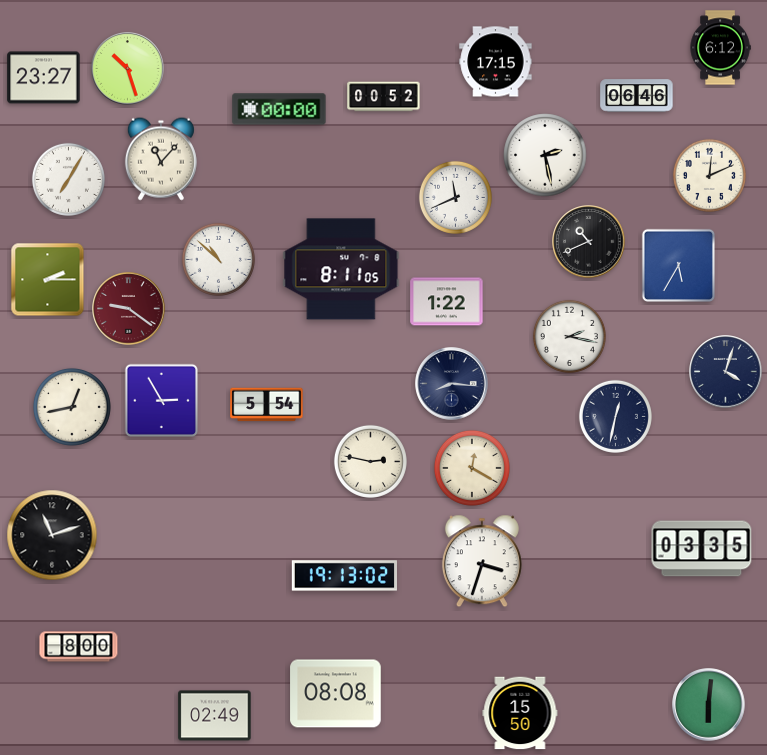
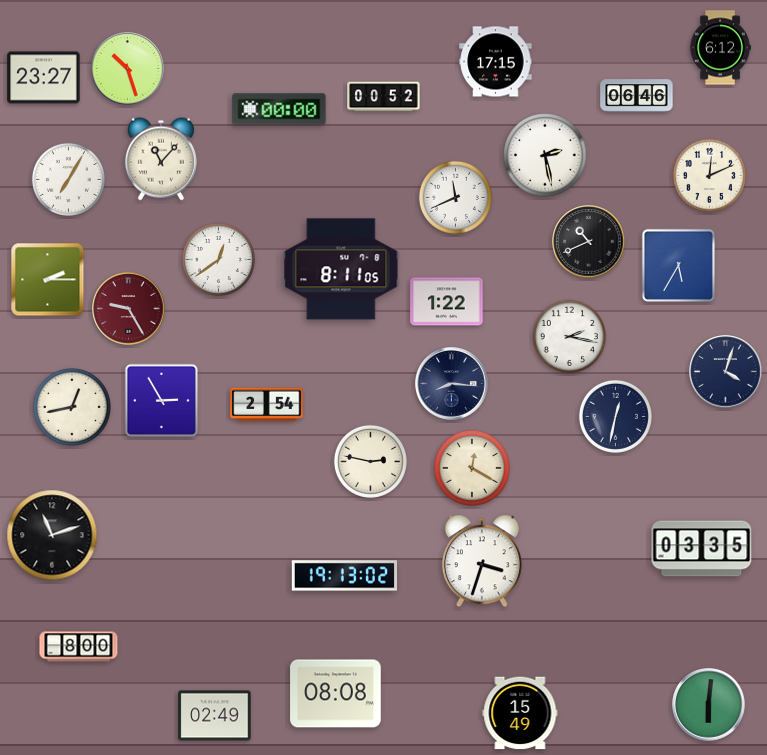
clock at (218, 259): 10:52 -> 12:39
clock at (129, 309): 9:21 -> 9:25
clock at (267, 405): 5:54 -> 2:54
clock at (520, 713): 15:50 -> 15:49
